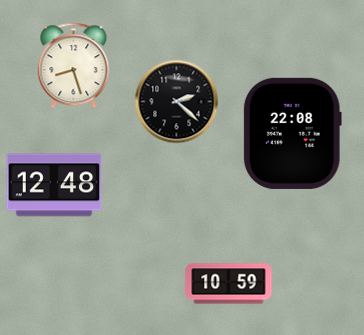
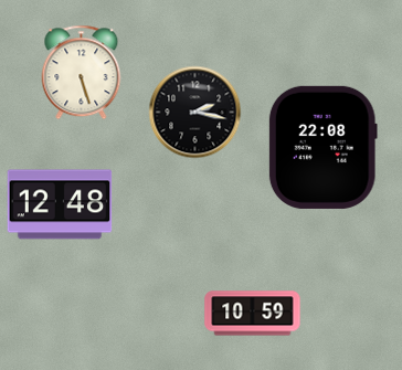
clock at (74, 66): 8:27 -> 5:27
clock at (177, 102): 2:22 -> 2:17
